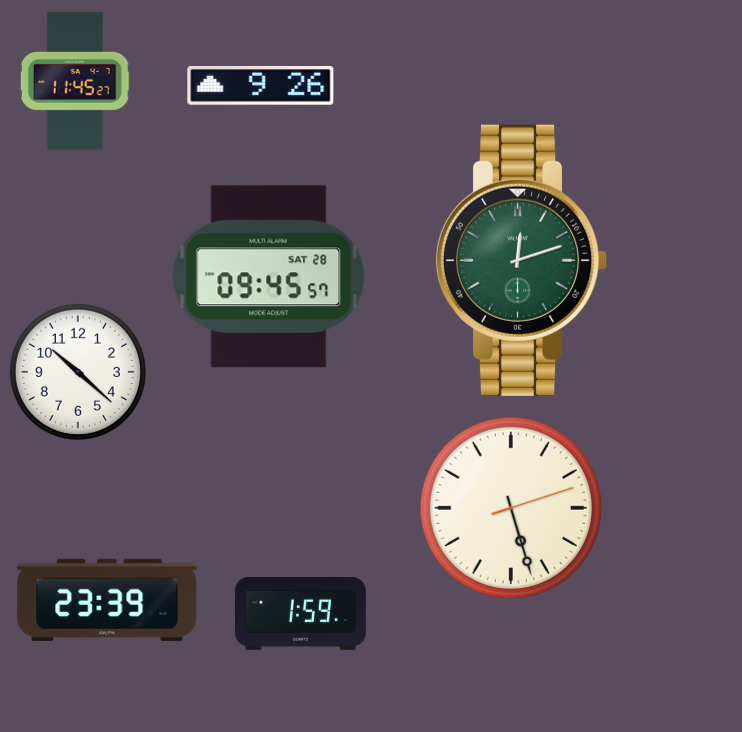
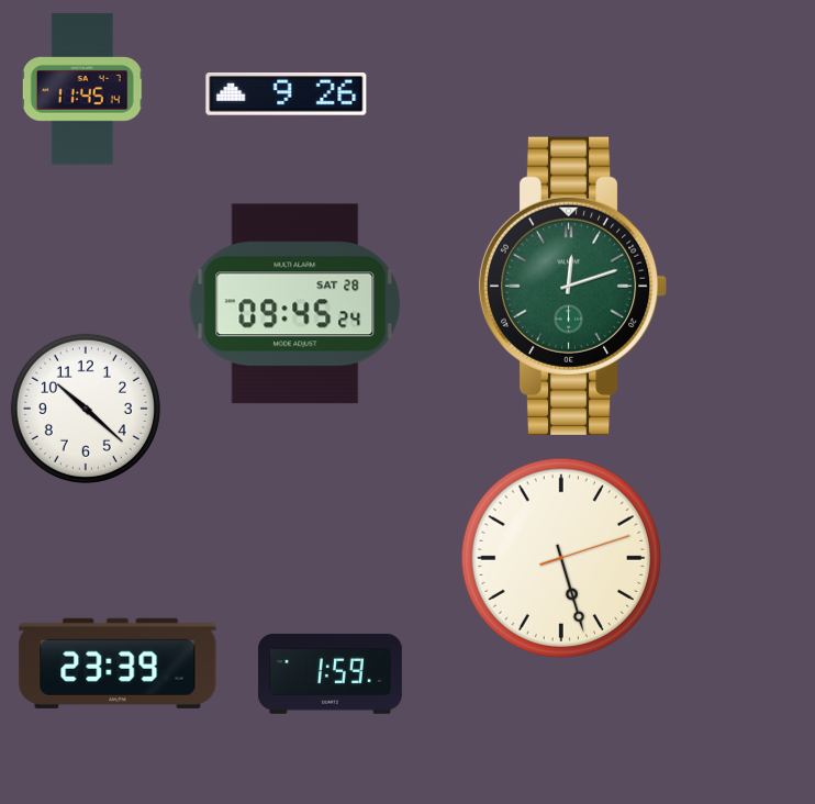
clock at (75, 81): 11:45:27 -> 11:45:14
clock at (269, 277): 09:45:57 -> 09:45:24
clock at (107, 600) position: (107, 600) -> (118, 663)
